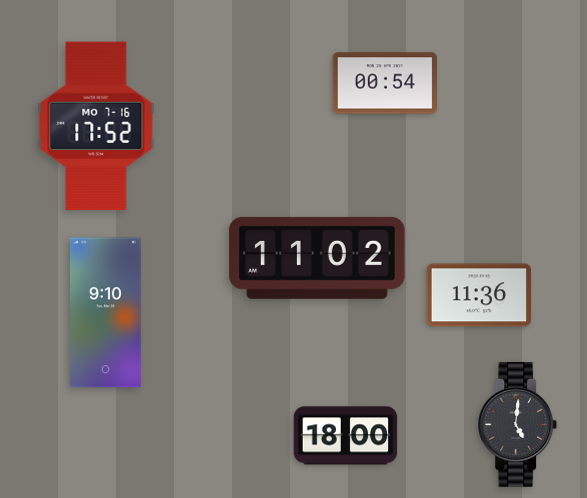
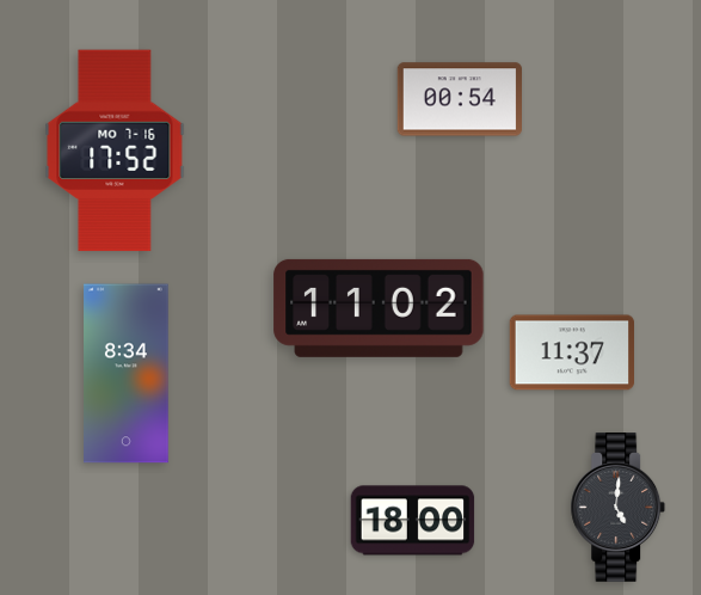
clock at (478, 295): 11:36 -> 11:37
clock at (106, 313): 9:10 -> 8:34
